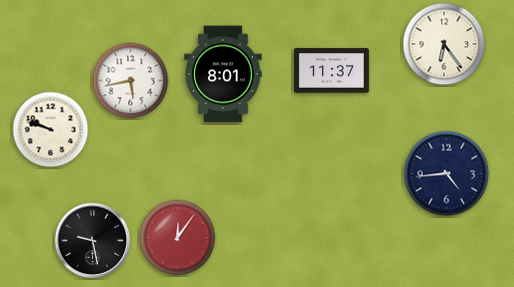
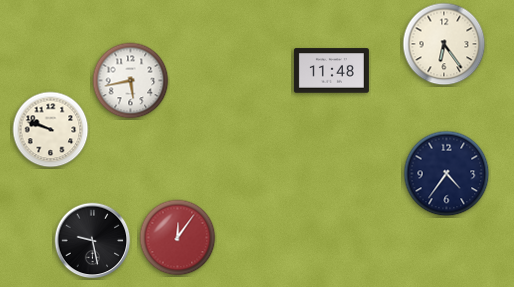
clock at (331, 71): 11:37 -> 11:48
clock at (223, 74): 8:01 -> none
clock at (447, 174): 4:44 -> 4:36
